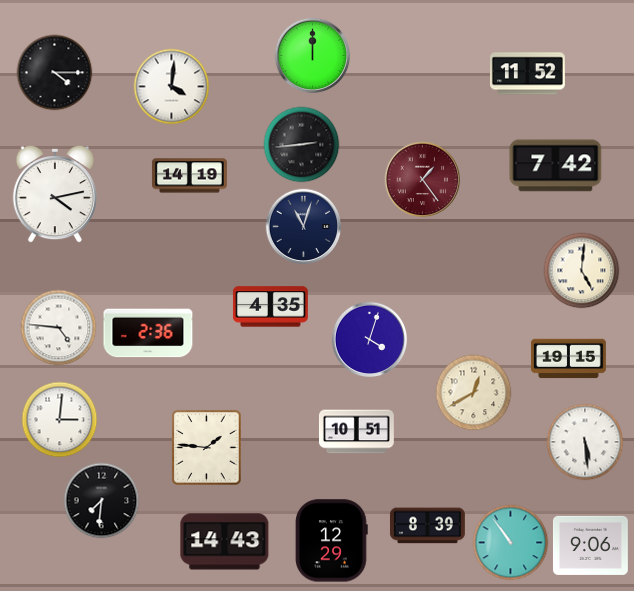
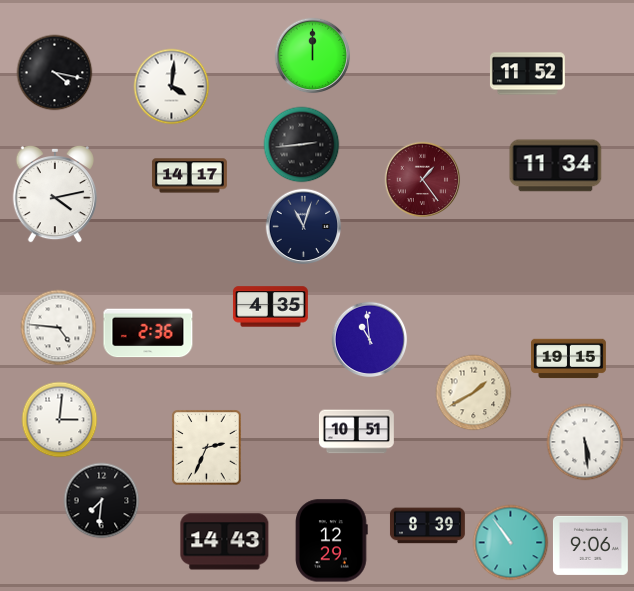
clock at (55, 73): 4:15 -> 4:17
clock at (556, 166): 7:42 -> 11:34
clock at (189, 176): 14:19 -> 14:17
clock at (582, 271): 5:01 -> none
clock at (370, 340): 4:03 -> 10:59
clock at (474, 393): 12:40 -> 1:40
clock at (207, 448): 1:46 -> 2:34
